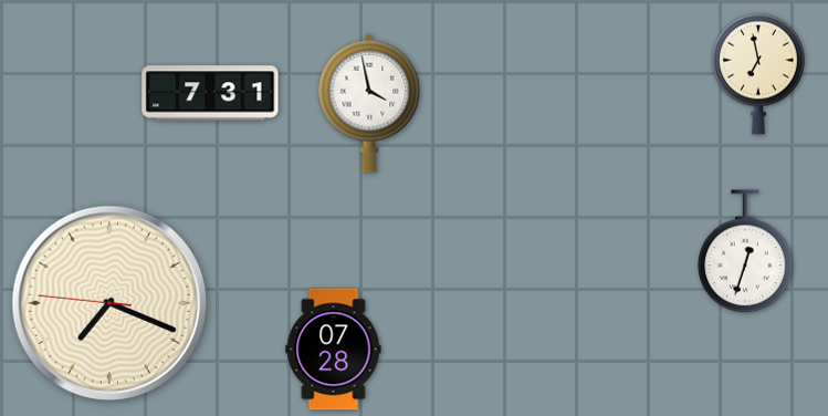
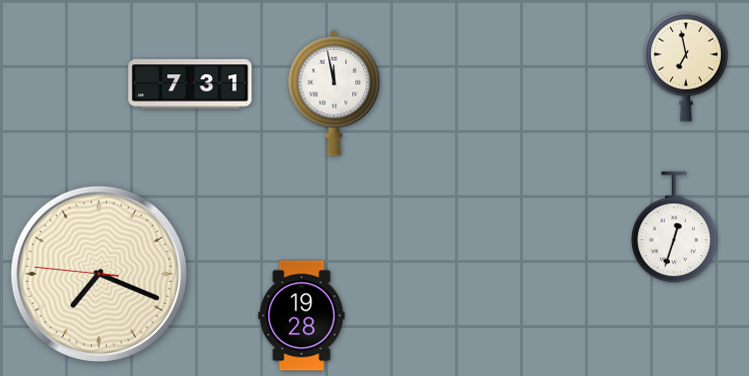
clock at (369, 103): 3:58 -> 11:58
clock at (334, 350): 07:28 -> 19:28
